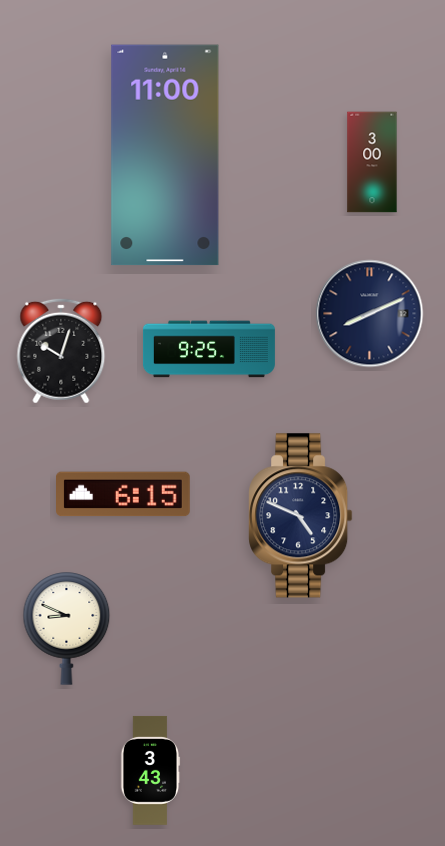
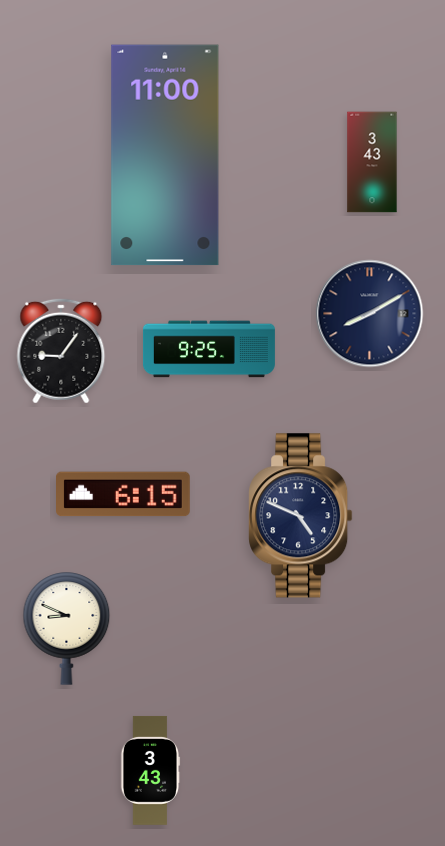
clock at (372, 162): 3:00 -> 3:43
clock at (370, 314): 8:11 -> 8:10
clock at (61, 351): 10:03 -> 9:06
